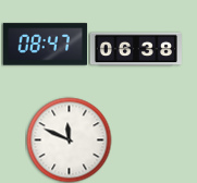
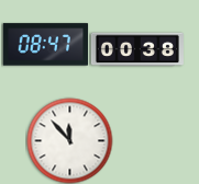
clock at (136, 49): 06:38 -> 00:38
clock at (69, 139): 11:49 -> 11:53
